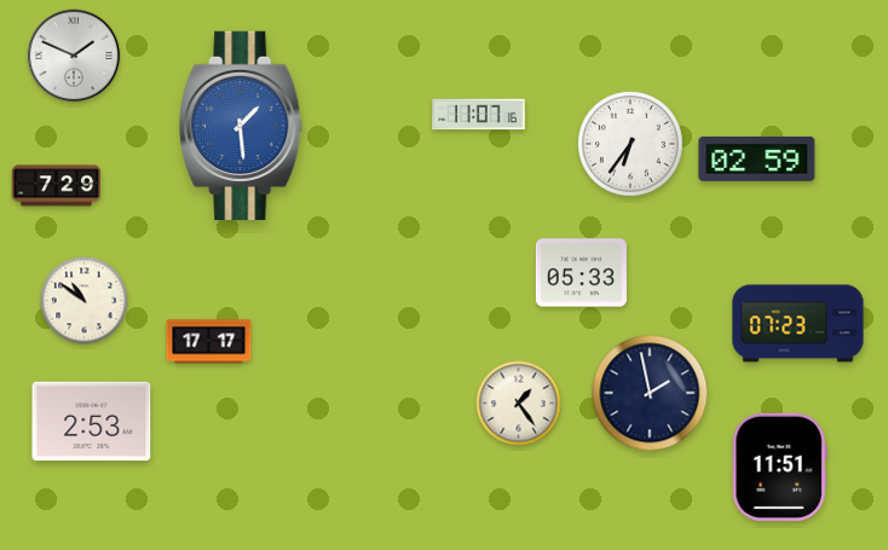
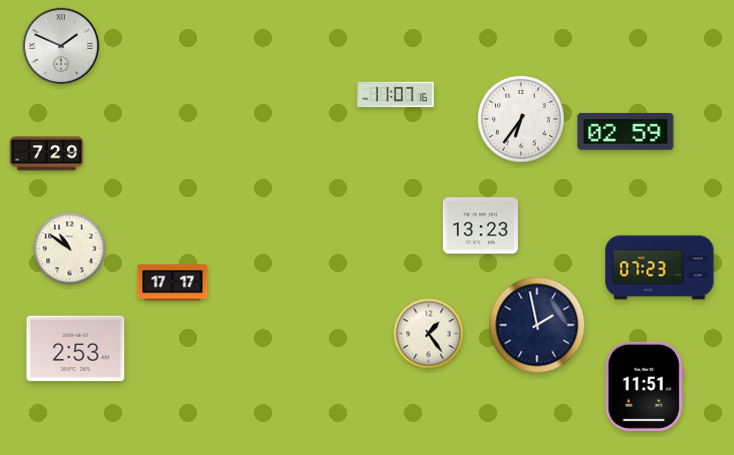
clock at (242, 126): 1:29 -> none
clock at (581, 273): 05:33 -> 13:23
